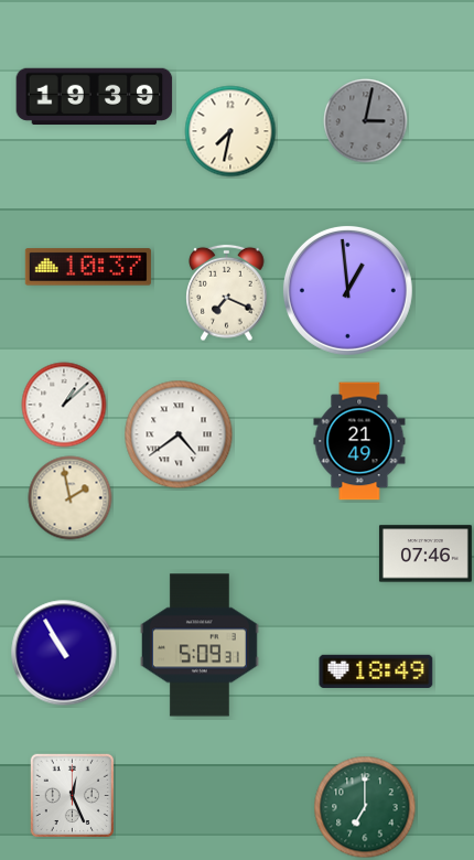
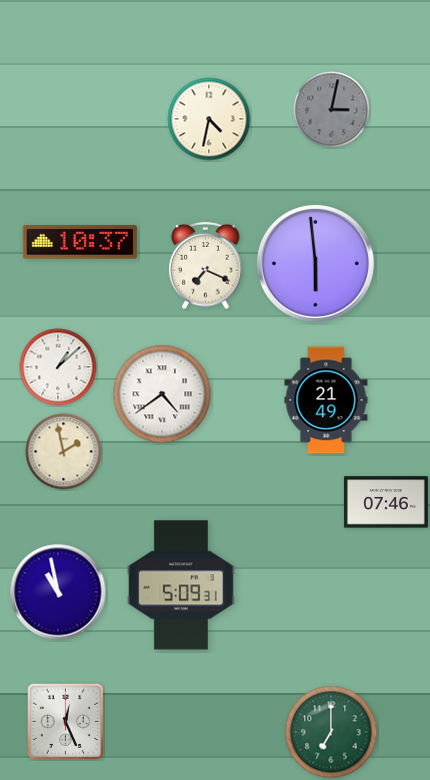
clock at (95, 96): 19:39 -> none
clock at (230, 131): 7:32 -> 4:32
clock at (347, 290): 12:59 -> 5:59
clock at (64, 653): 10:55 -> 10:58
clock at (376, 671): 18:49 -> none
